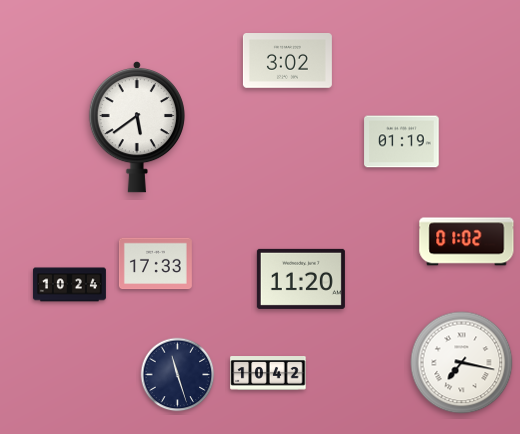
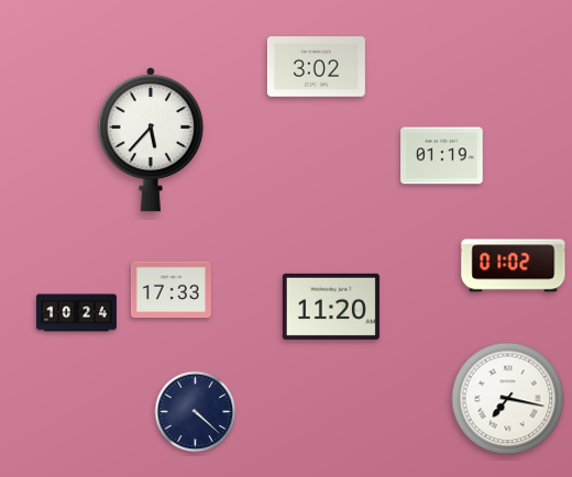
clock at (137, 127): 5:39 -> 5:37
clock at (268, 374): 10:42 -> none
clock at (178, 375): 11:27 -> 4:22
